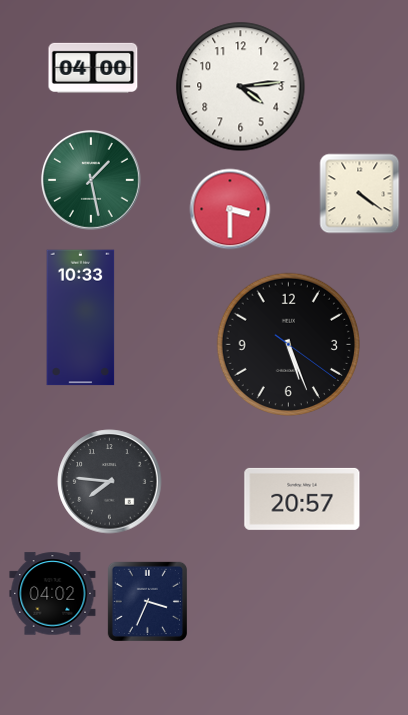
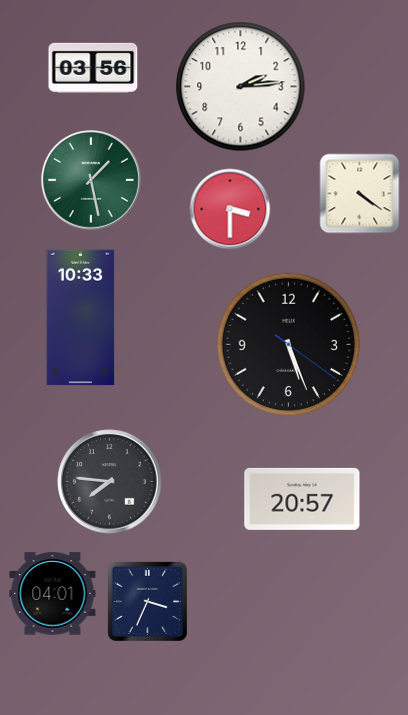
clock at (93, 68): 04:00 -> 03:56
clock at (241, 87): 4:14 -> 2:14
clock at (53, 594): 04:02 -> 04:01
